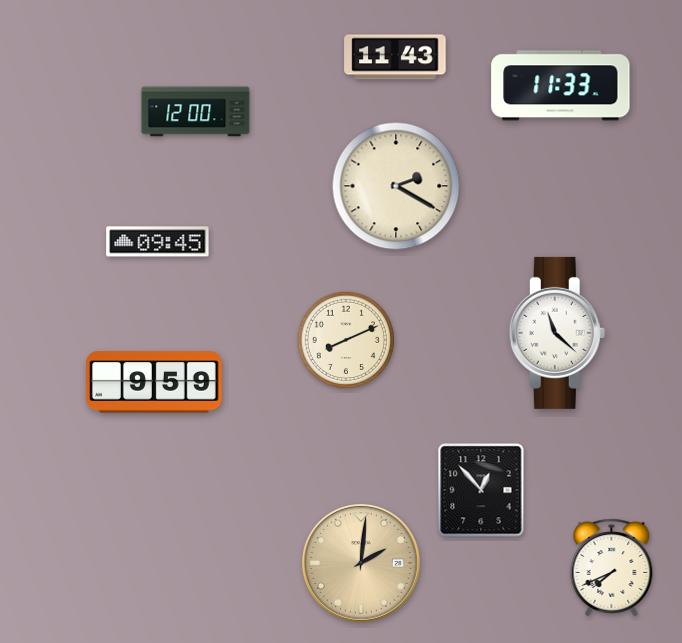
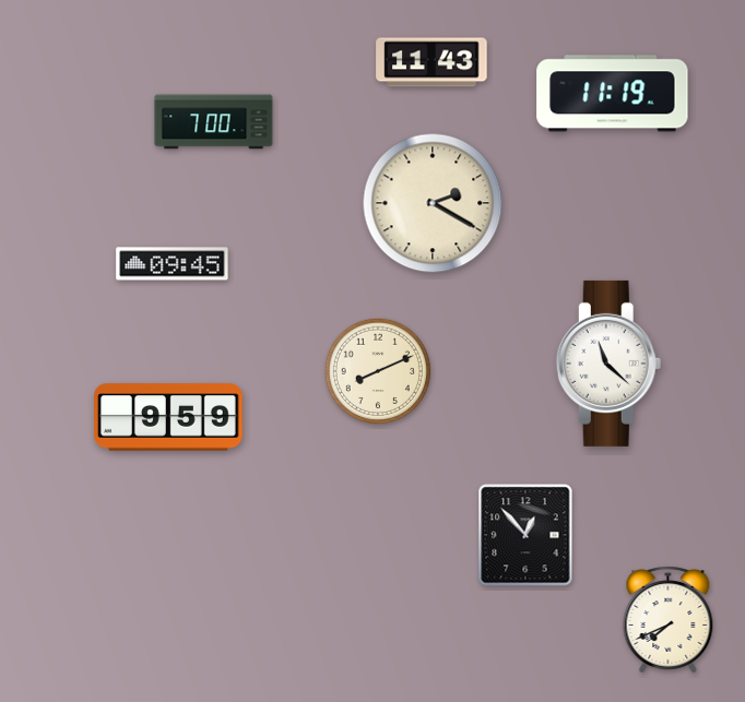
clock at (561, 86): 11:33 -> 11:19
clock at (196, 112): 12:00 -> 7:00
clock at (362, 564): 2:01 -> none
